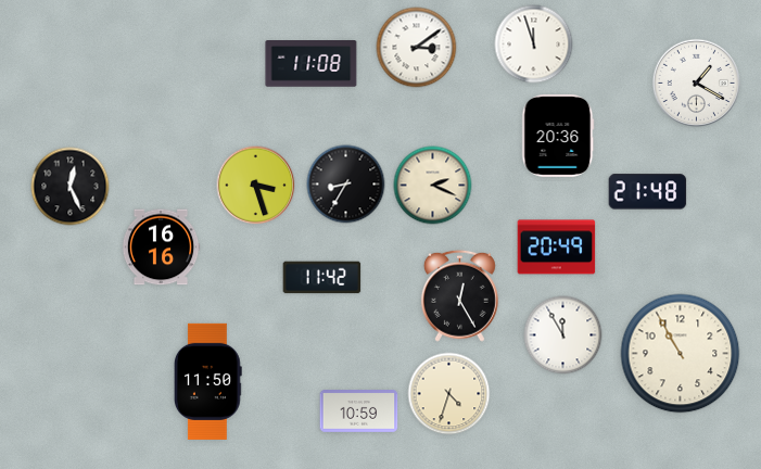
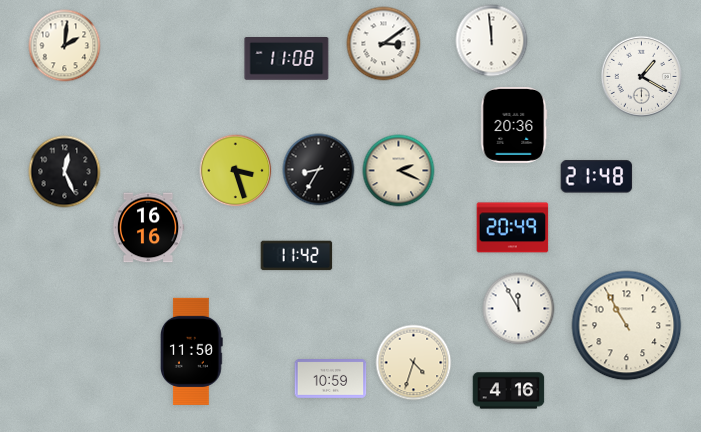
clock at (534, 45): 11:57 -> 11:59
clock at (65, 46): none -> 2:01
clock at (459, 295): 12:25 -> none
clock at (509, 391): none -> 4:16
